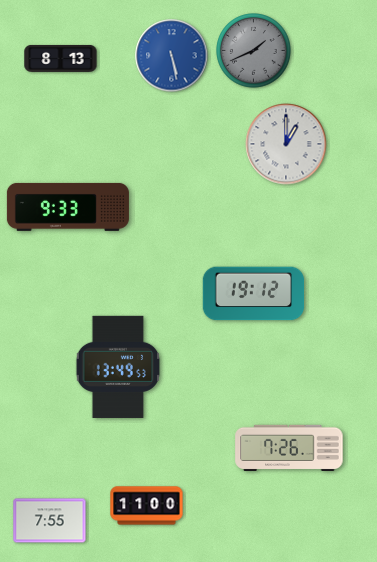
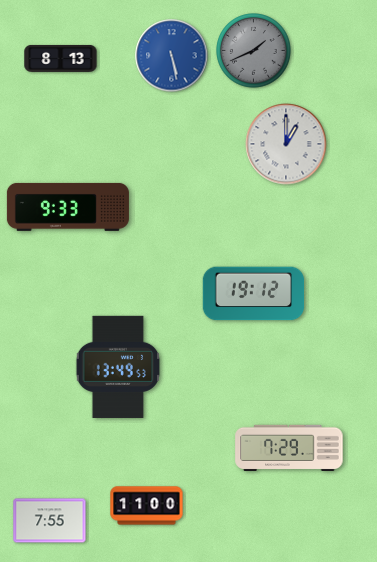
clock at (289, 447): 7:26 -> 7:29
